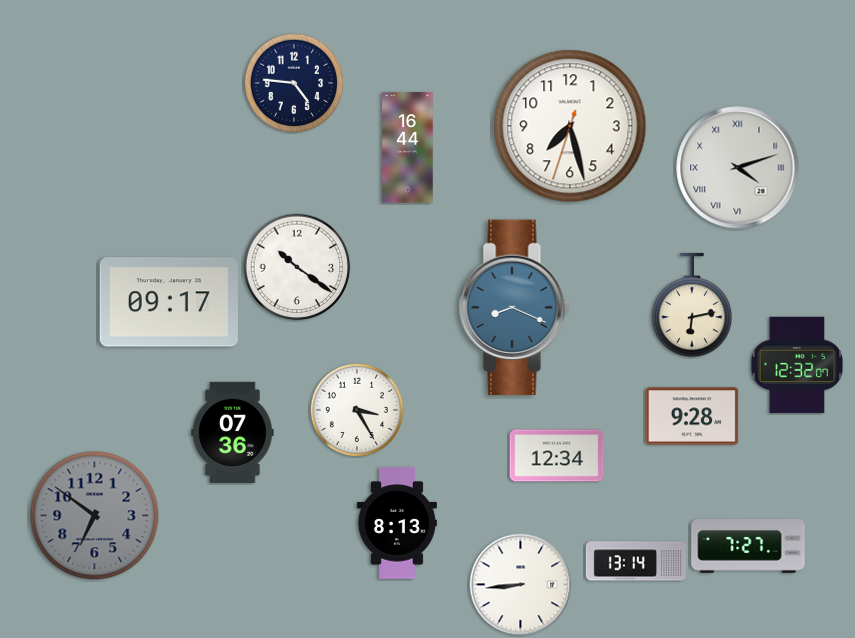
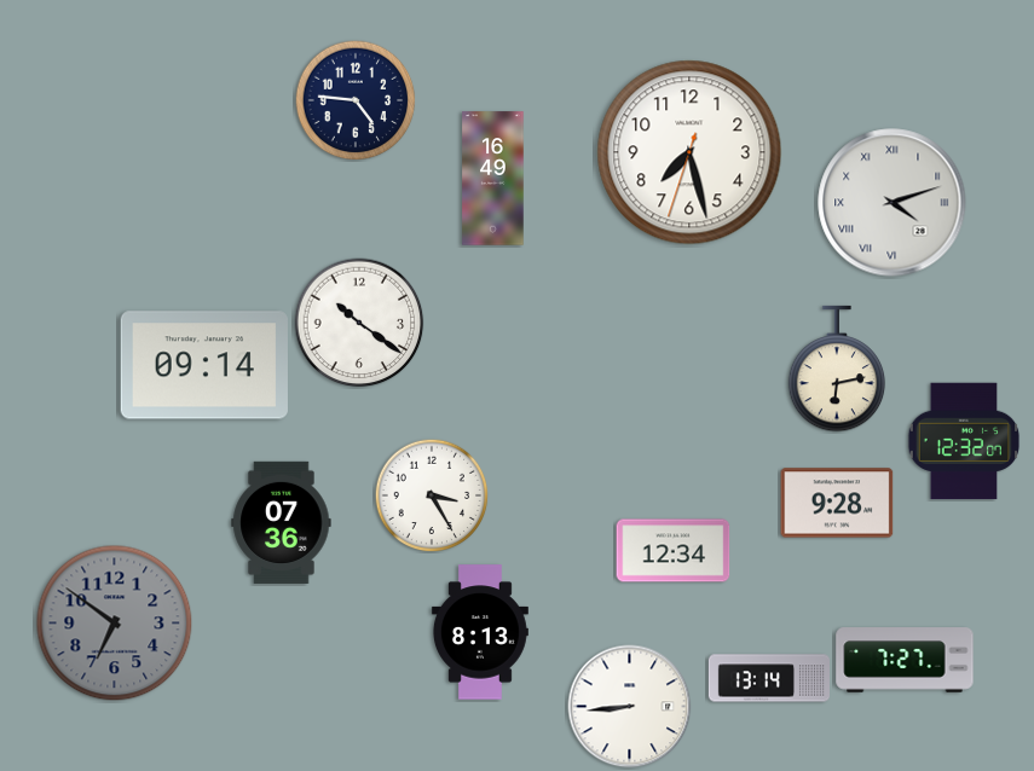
clock at (408, 148): 16:44 -> 16:49
clock at (169, 302): 09:17 -> 09:14
clock at (514, 308): 8:19 -> none
